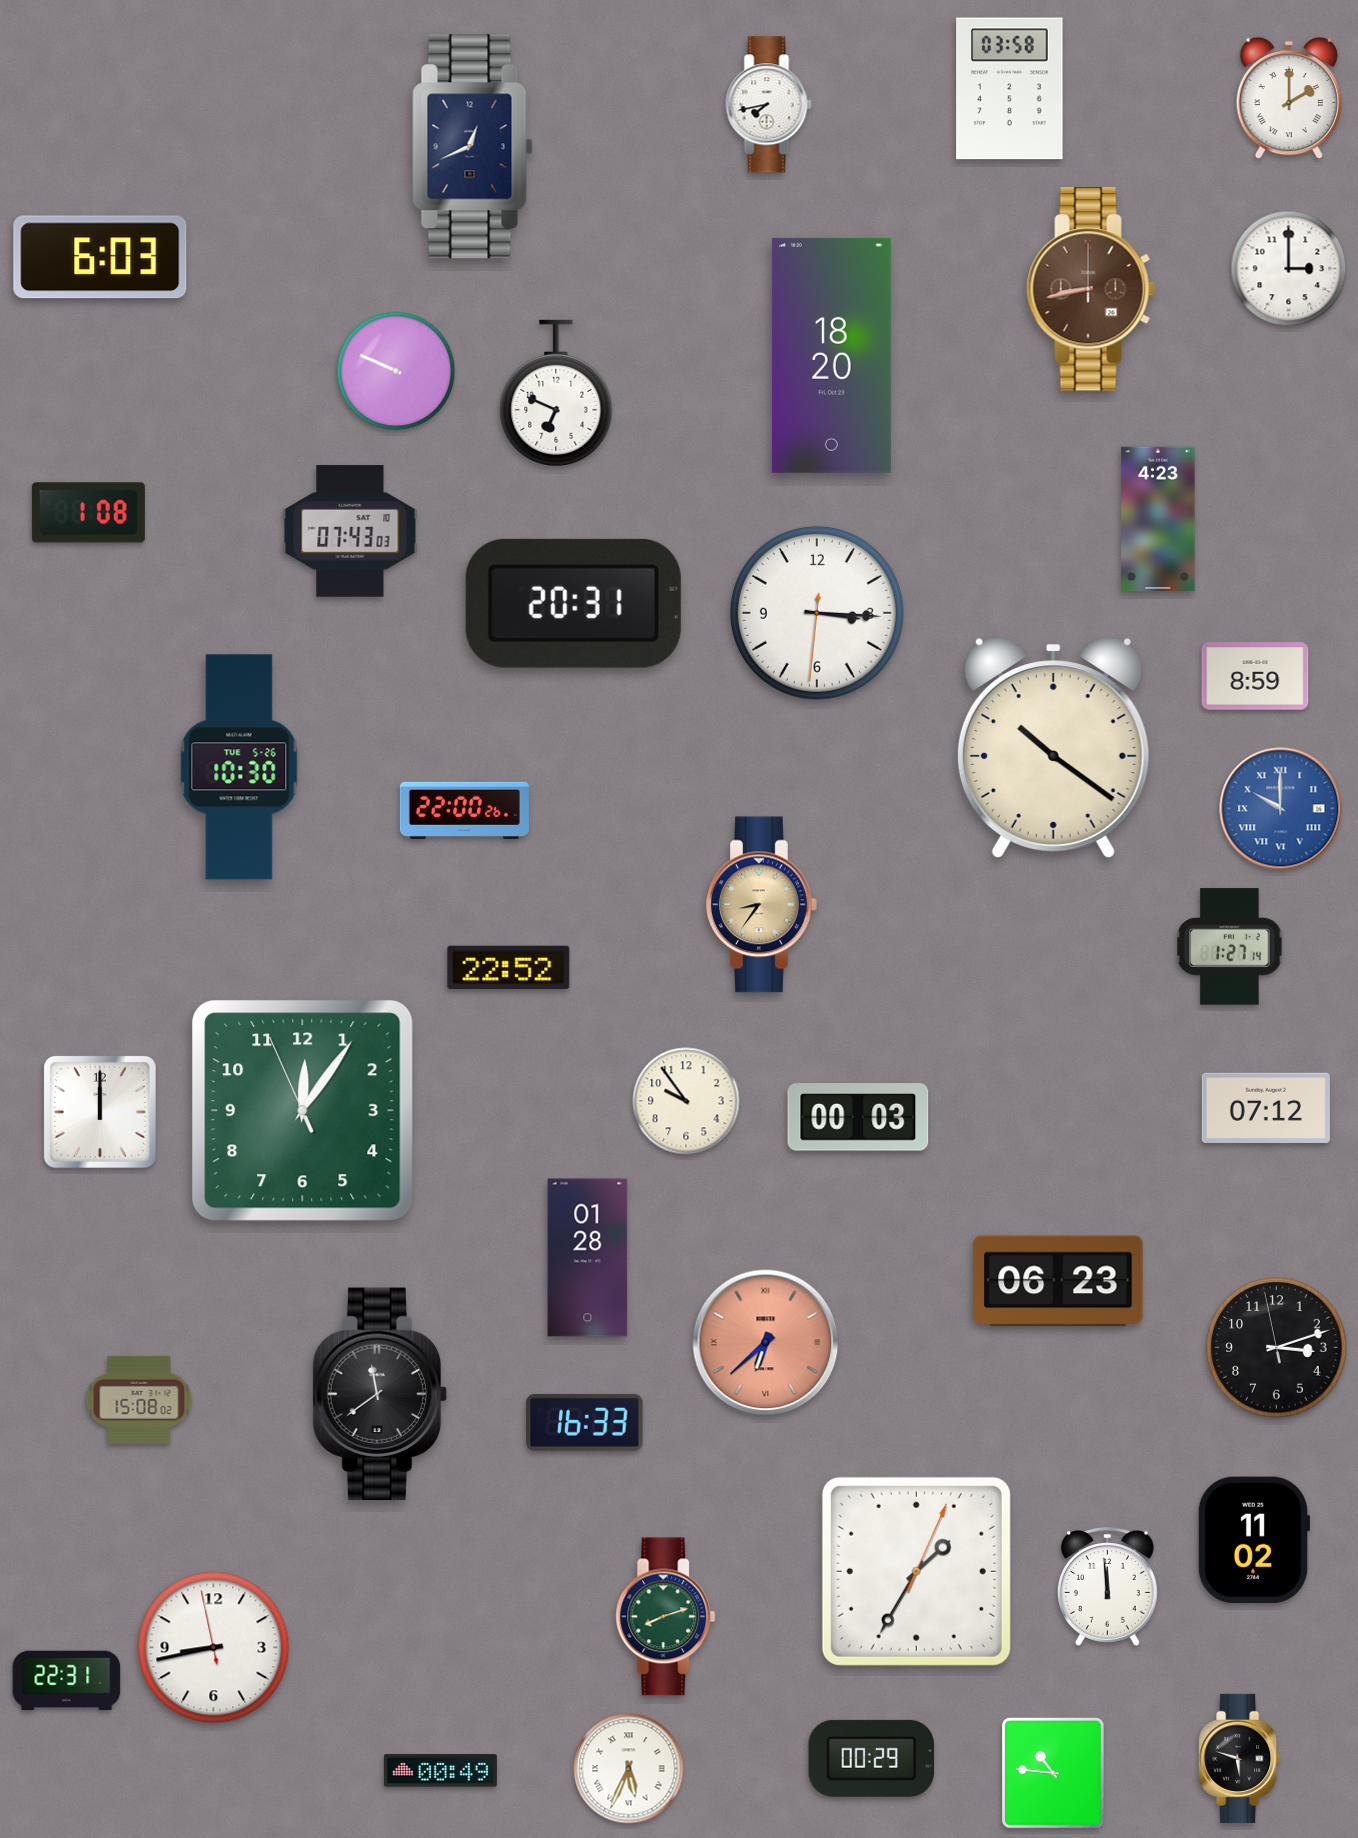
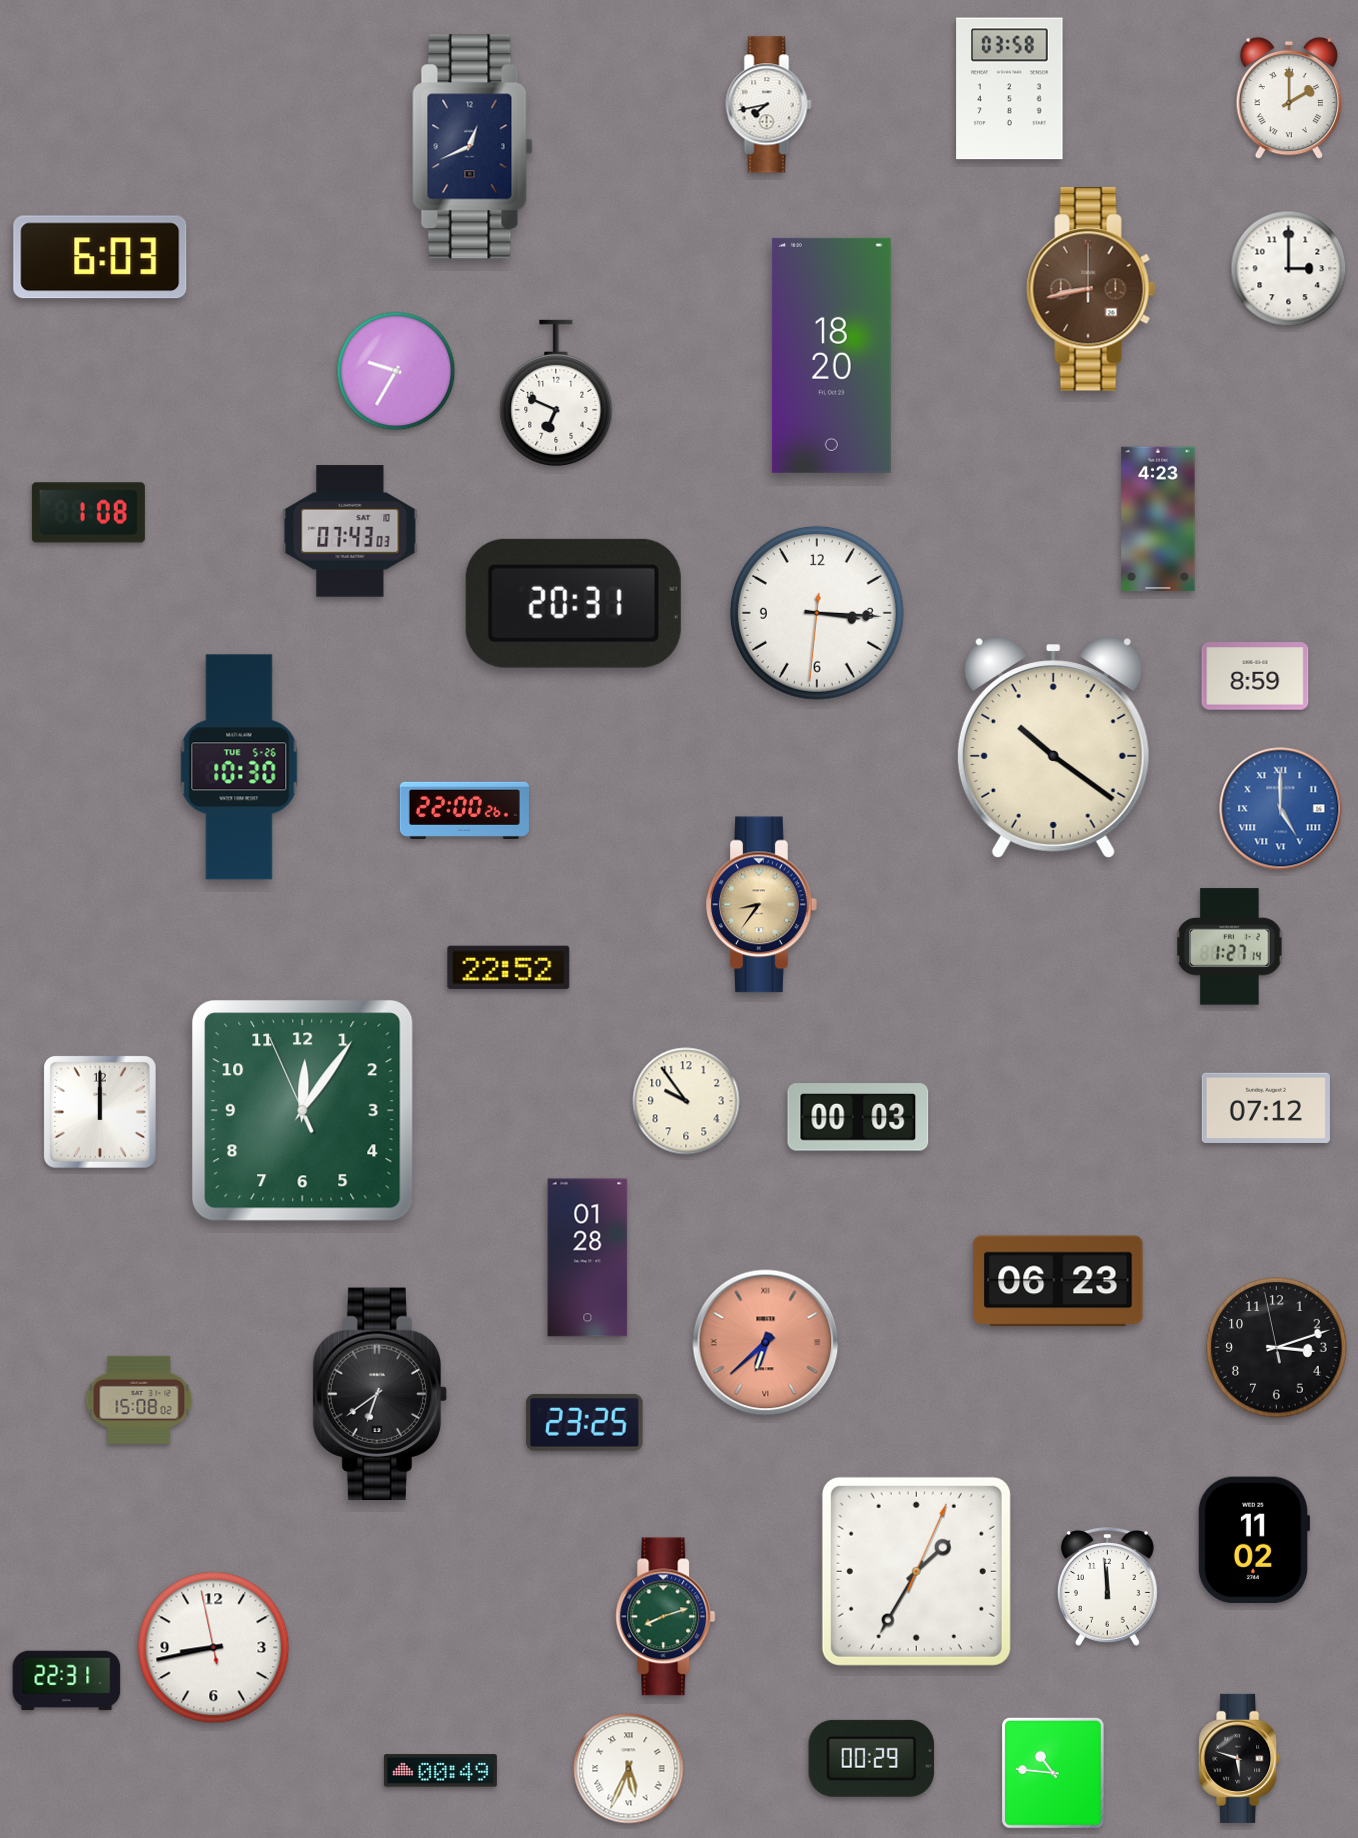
clock at (396, 371): 9:49 -> 9:35
clock at (1281, 809): 10:00 -> 5:00
clock at (380, 1393): 11:39 -> 6:39
clock at (585, 1422): 16:33 -> 23:25
